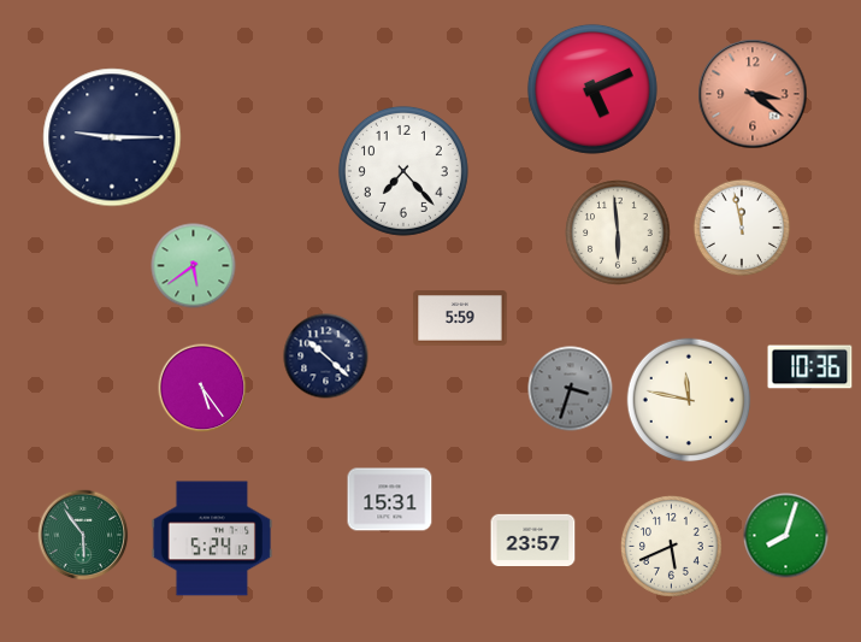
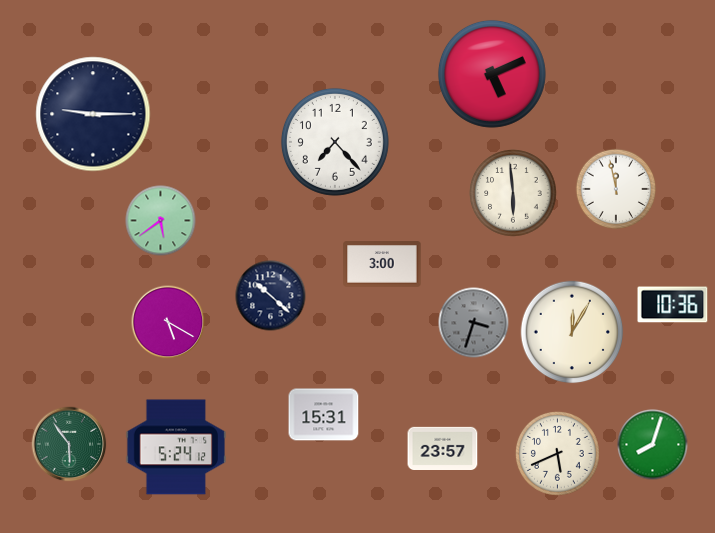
clock at (753, 94): 3:21 -> none
clock at (460, 318): 5:59 -> 3:00
clock at (202, 388): 5:24 -> 5:20
clock at (689, 400): 11:47 -> 12:05
